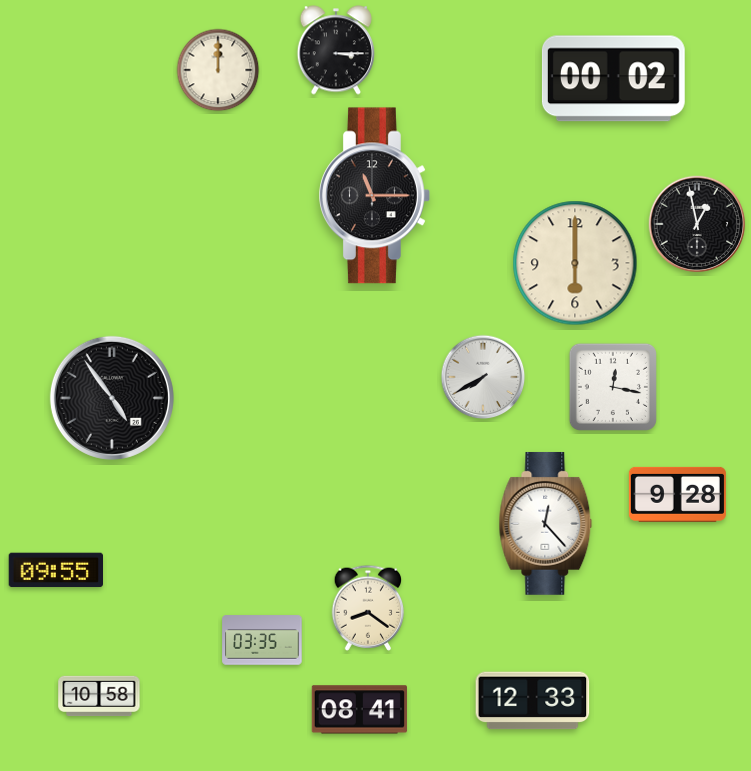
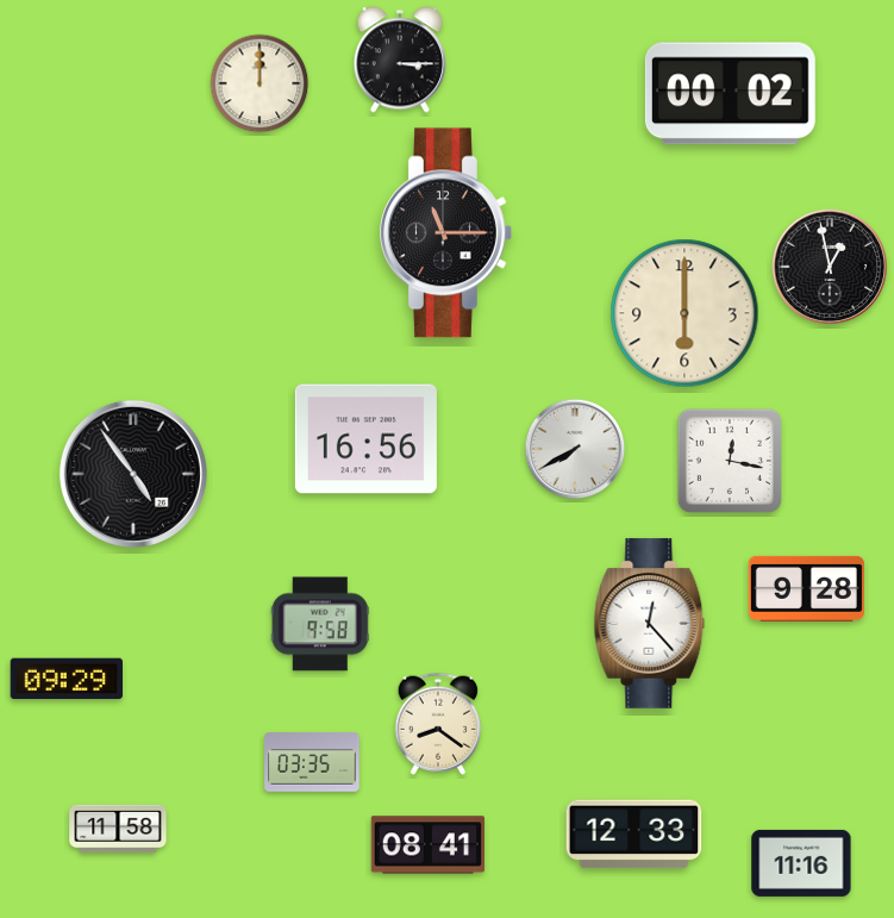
clock at (365, 439): none -> 16:56
clock at (320, 624): none -> 9:58
clock at (55, 570): 09:55 -> 09:29
clock at (99, 696): 10:58 -> 11:58
clock at (801, 863): none -> 11:16
